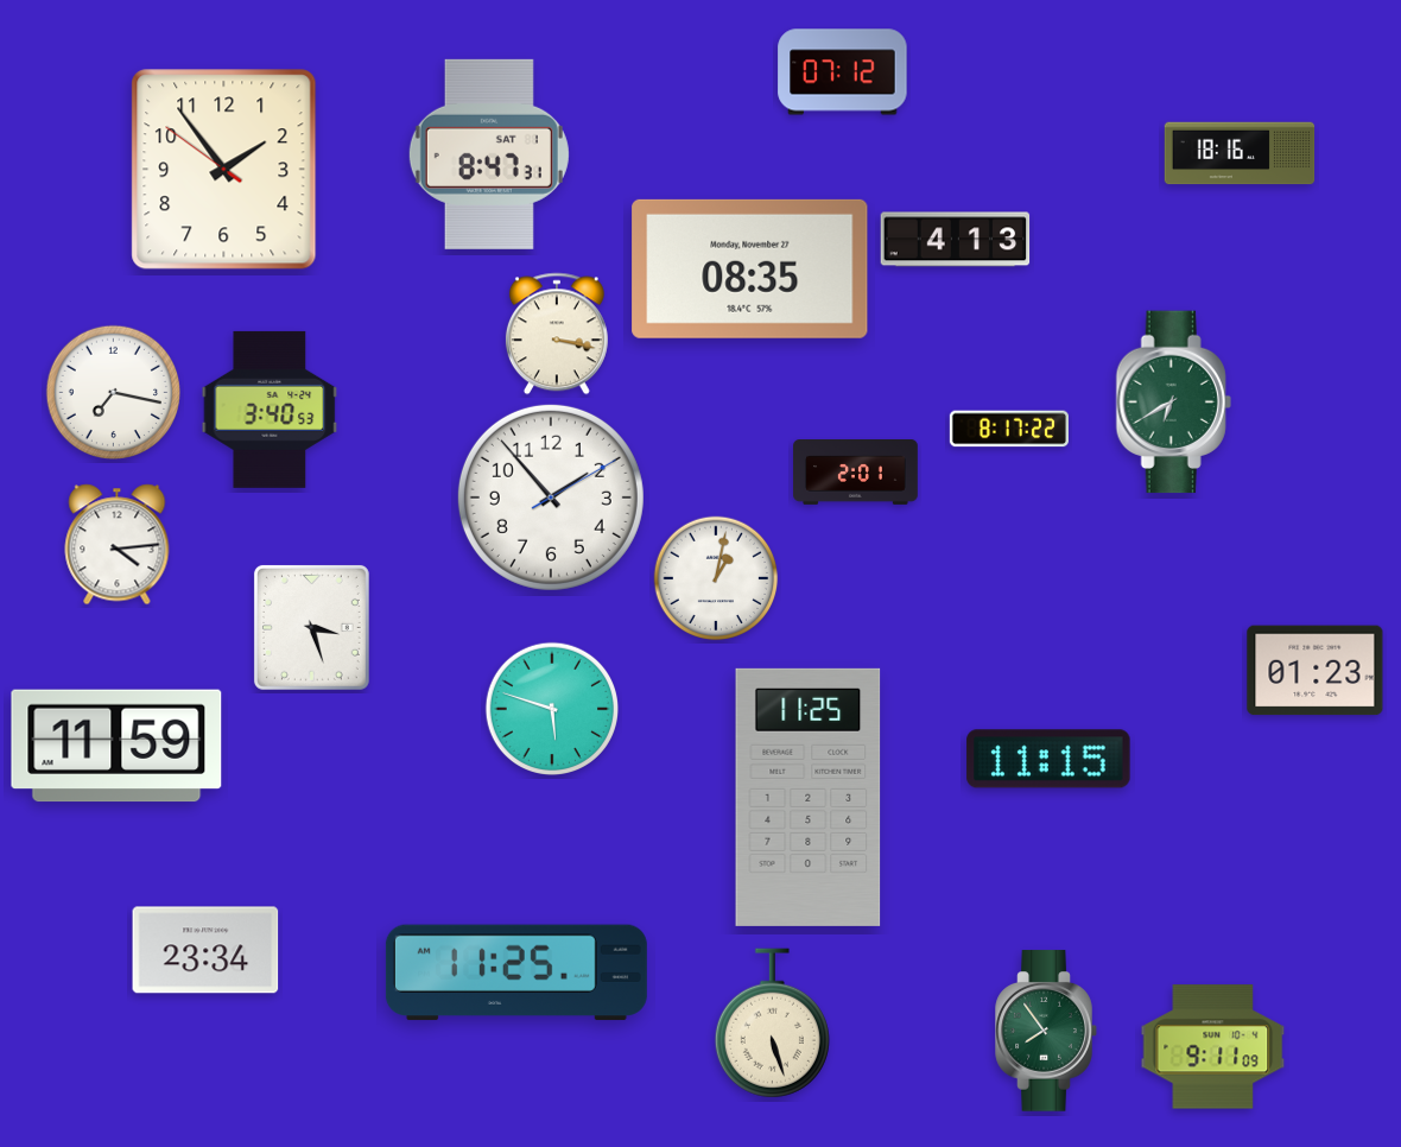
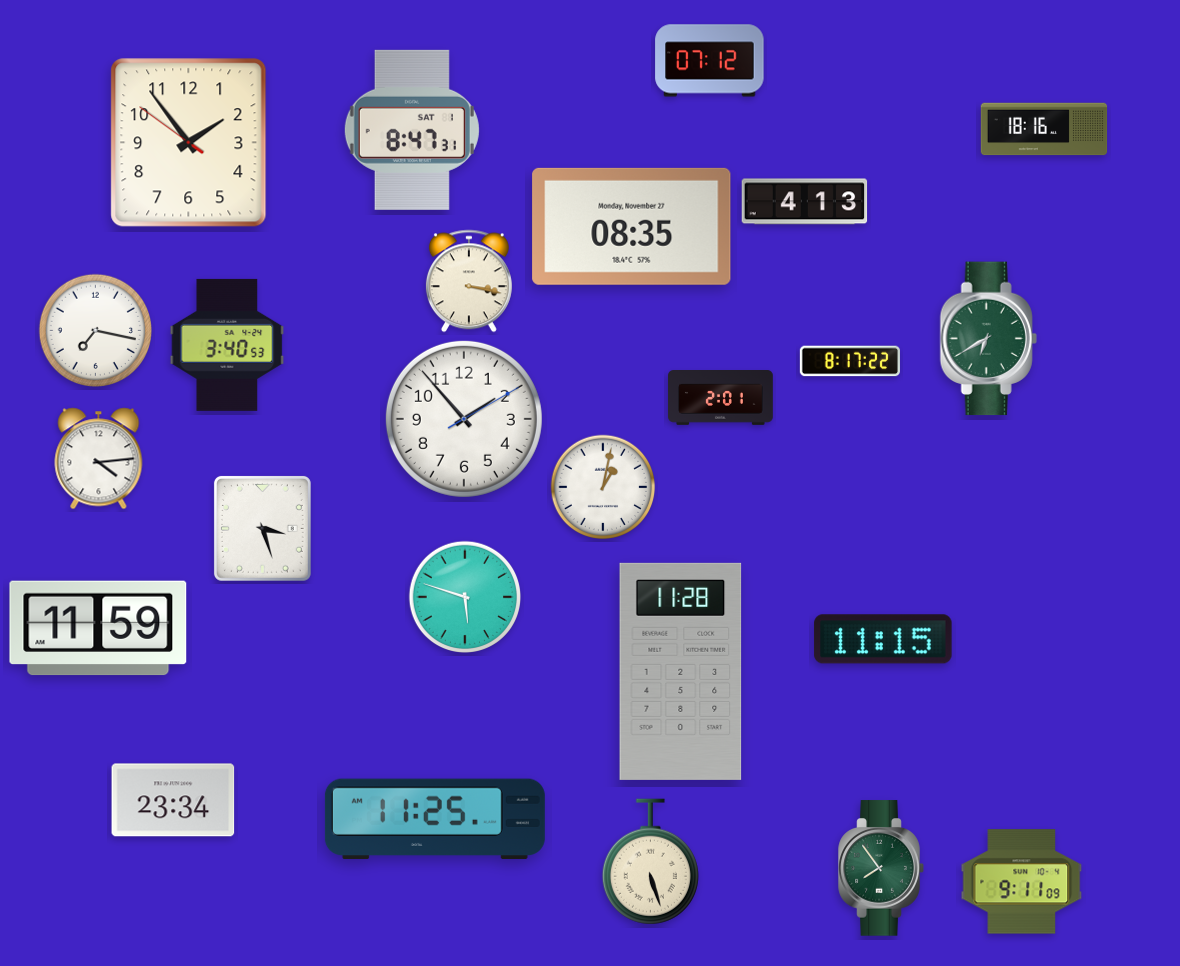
clock at (1316, 671): 01:23 -> none
clock at (809, 797): 11:25 -> 11:28
